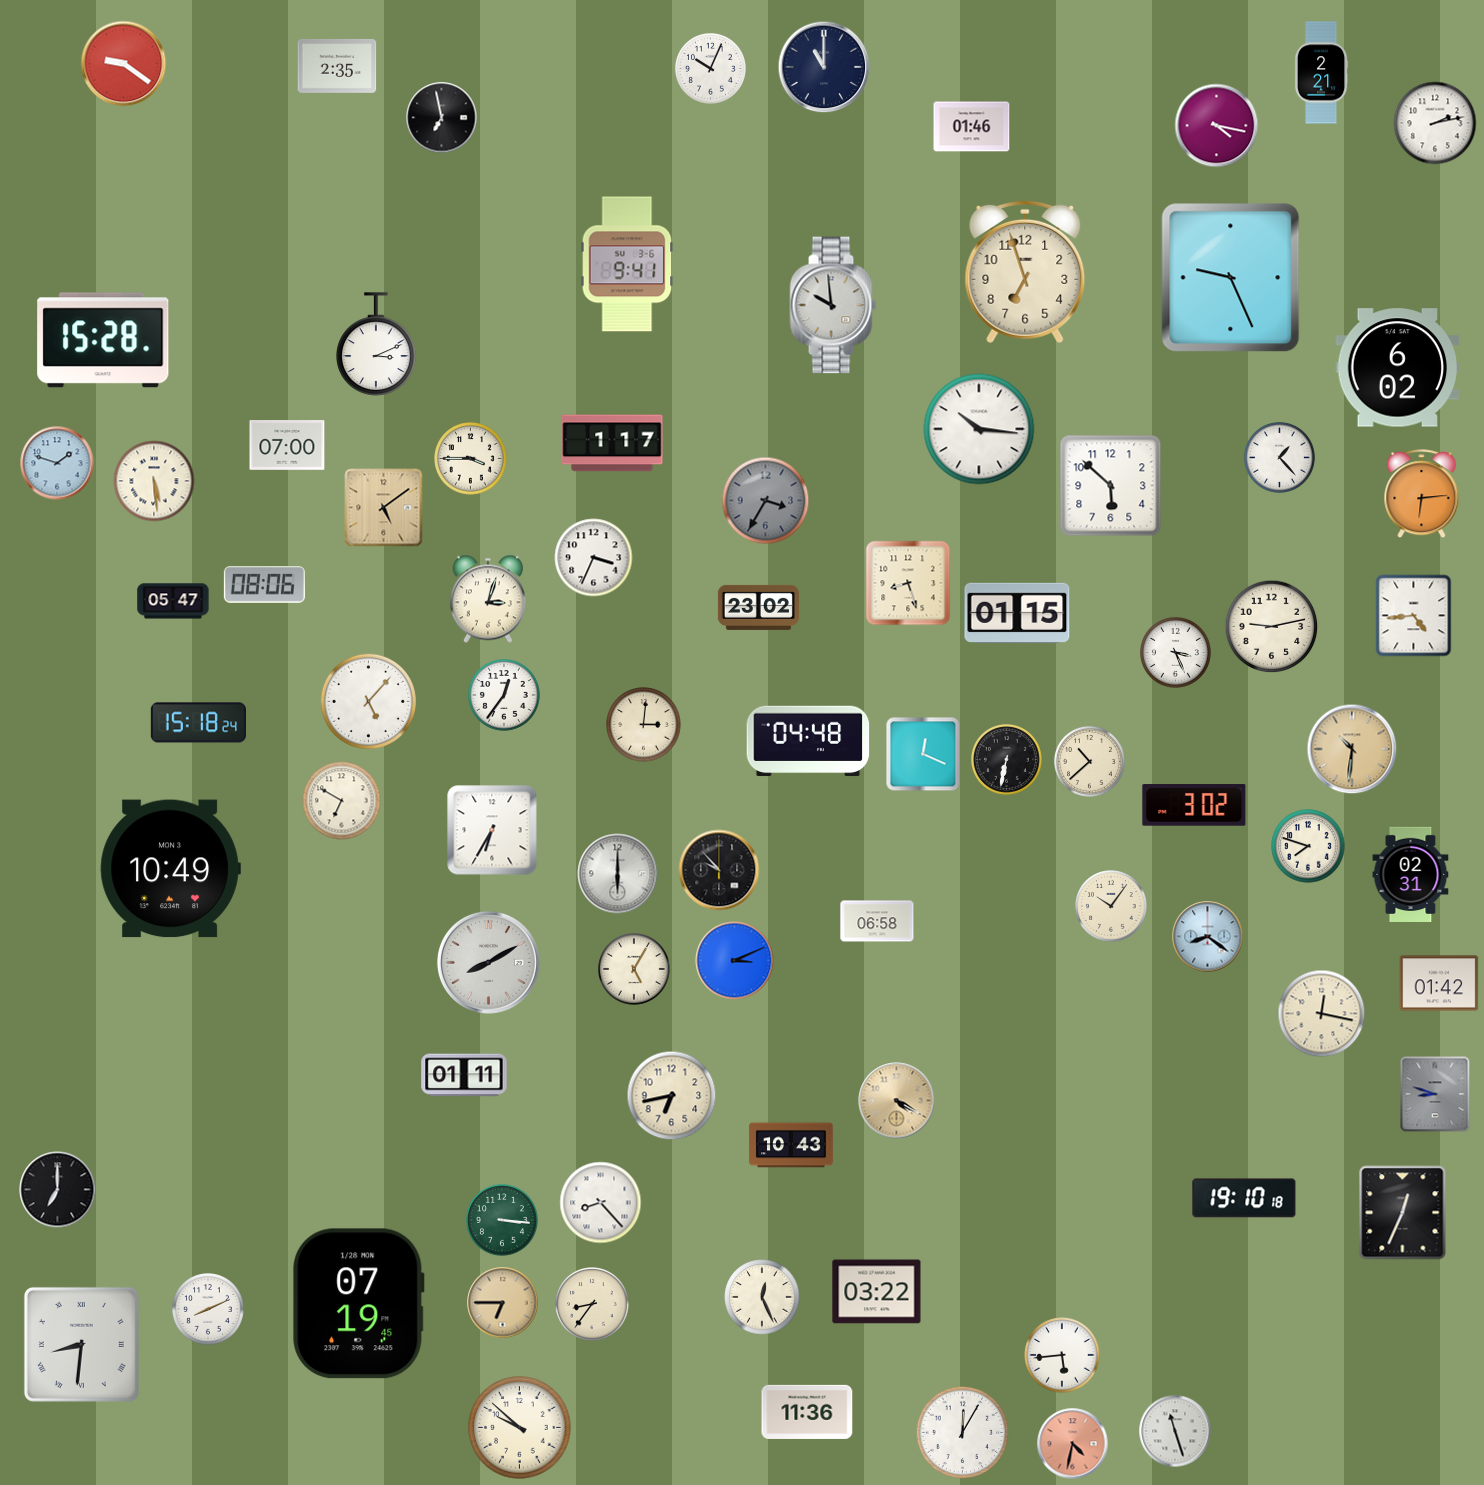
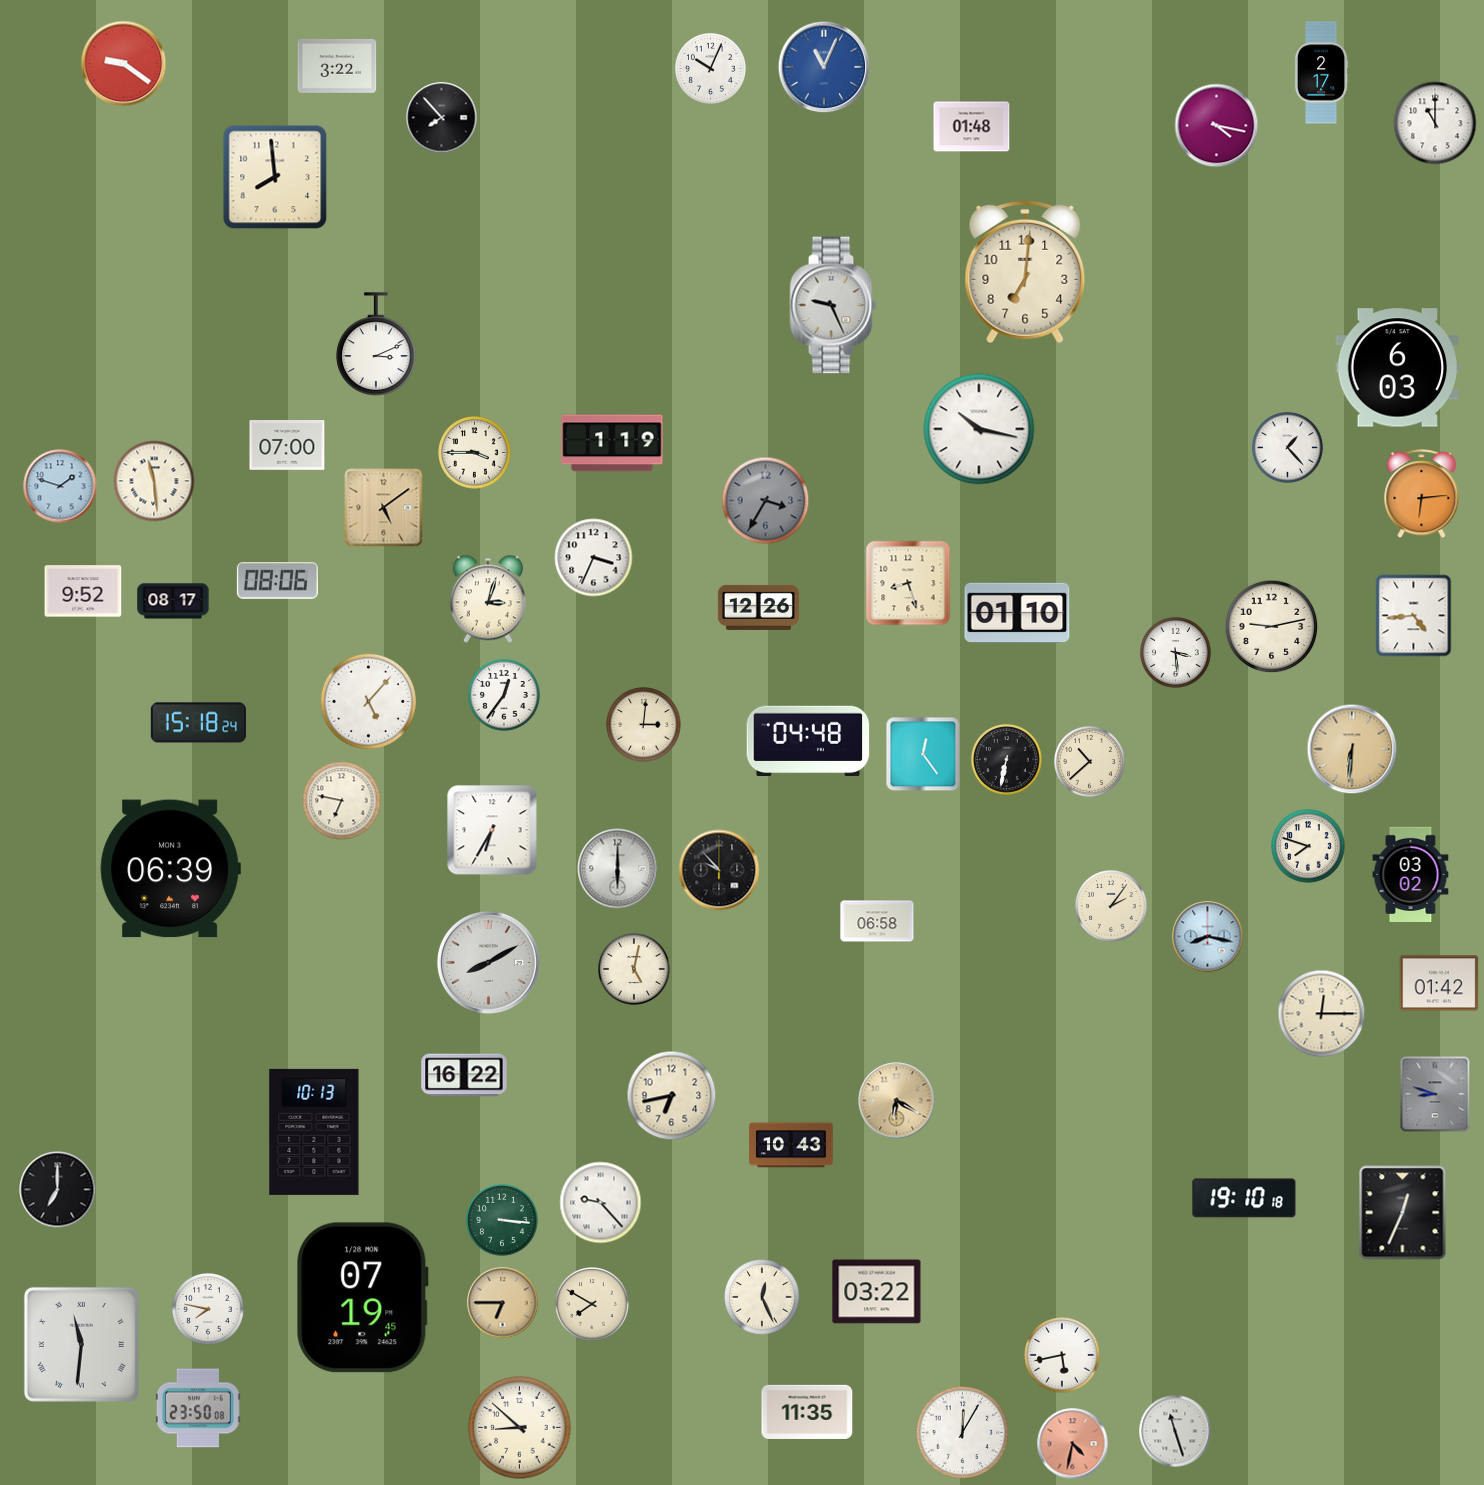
clock at (337, 66): 2:35 -> 3:22
clock at (824, 67): 11:00 -> 11:04
clock at (824, 67) dial: navy -> blue
clock at (1321, 73): 2:21 -> 2:17
clock at (442, 118): 6:58 -> 7:53
clock at (1435, 123): 2:13 -> 11:00
clock at (972, 127): 01:46 -> 01:48
clock at (275, 177): none -> 7:59
clock at (627, 264): 9:41 -> none
clock at (1025, 272): 6:57 -> 7:01
clock at (1231, 278): 9:26 -> none
clock at (833, 305): 9:59 -> 9:26
clock at (103, 340): 15:28 -> none
clock at (1398, 368): 6:02 -> 6:03
clock at (979, 429): 10:16 -> 10:17
clock at (612, 443): 1:17 -> 1:19
clock at (1279, 457) position: (1279, 457) -> (1287, 447)
clock at (471, 459) position: (471, 459) -> (475, 453)
clock at (57, 463) position: (57, 463) -> (60, 486)
clock at (154, 481): 5:29 -> 11:29
clock at (1111, 486): 5:52 -> none
clock at (264, 585) position: (264, 585) -> (277, 581)
clock at (83, 591): none -> 9:52
clock at (173, 601): 05:47 -> 08:17
clock at (758, 607): 23:02 -> 12:26
clock at (1017, 612): 01:15 -> 01:10
clock at (1175, 652): 3:26 -> 3:29
clock at (1352, 749): 10:31 -> 6:31
clock at (923, 754): 12:19 -> 12:24
clock at (342, 801): 6:50 -> 6:47
clock at (1194, 805): 3:02 -> none
clock at (170, 869): 10:49 -> 06:39
clock at (618, 874) position: (618, 874) -> (618, 869)
clock at (1411, 874): 02:31 -> 03:02
clock at (1112, 907): 10:06 -> 2:06
clock at (1208, 937): 8:21 -> 8:17
clock at (735, 961): 3:11 -> none
clock at (635, 970): 5:05 -> 5:02
clock at (1322, 1014): 12:17 -> 12:15
clock at (464, 1075): 01:11 -> 16:22
clock at (897, 1101): 4:20 -> 6:20
clock at (314, 1132): none -> 10:13
clock at (601, 1203): 8:23 -> 9:23
clock at (359, 1304) position: (359, 1304) -> (363, 1298)
clock at (592, 1304): 8:36 -> 7:50
clock at (209, 1310): 8:11 -> 7:47
clock at (81, 1344): 8:31 -> 11:31
clock at (1062, 1355): 5:44 -> 5:43
clock at (198, 1408): none -> 23:50
clock at (807, 1412): 11:36 -> 11:35
clock at (520, 1428): 9:52 -> 8:52
